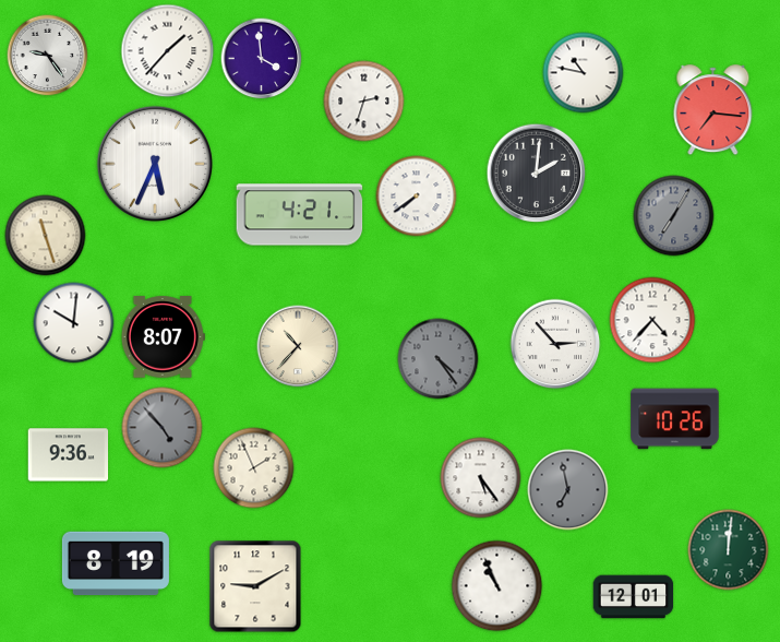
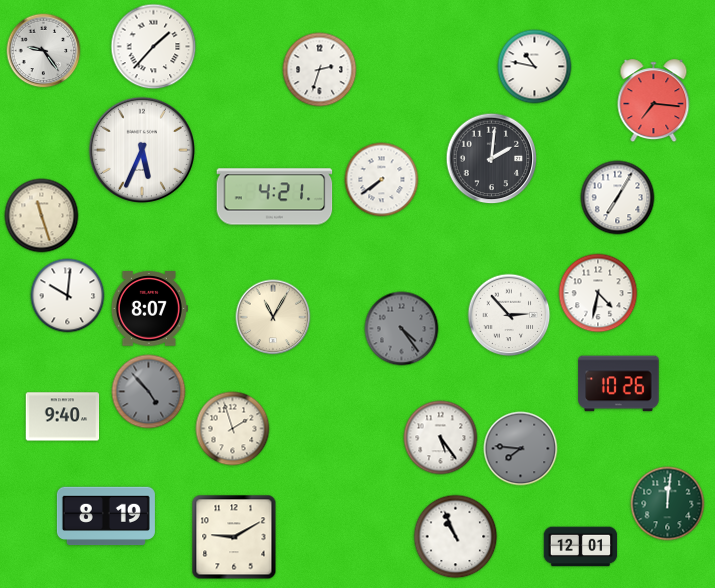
clock at (262, 59): 3:59 -> none
clock at (364, 102) position: (364, 102) -> (320, 70)
clock at (674, 216) dial: grey -> white
clock at (652, 320): 4:37 -> 4:32
clock at (298, 346): 10:37 -> 11:05
clock at (69, 455): 9:36 -> 9:40
clock at (254, 468): 1:56 -> 1:57
clock at (568, 490): 6:58 -> 7:46
